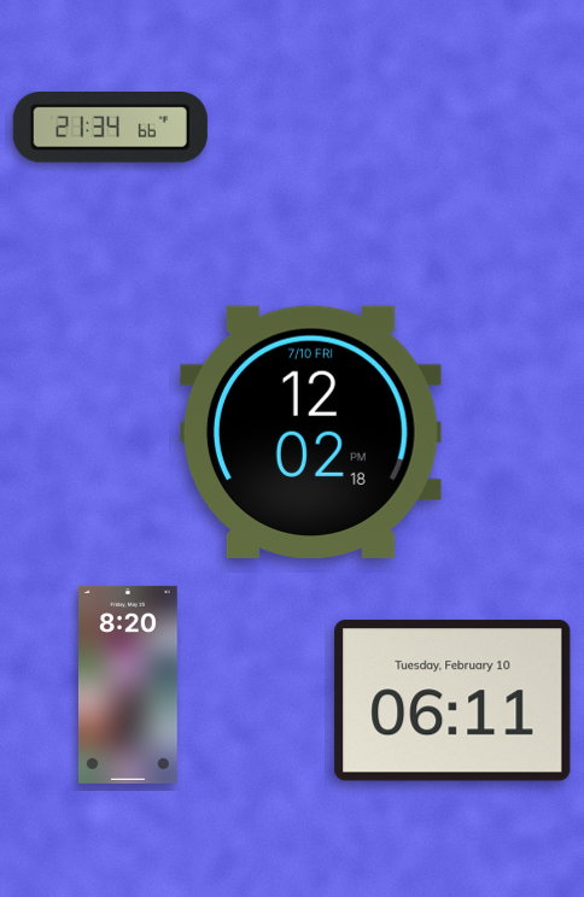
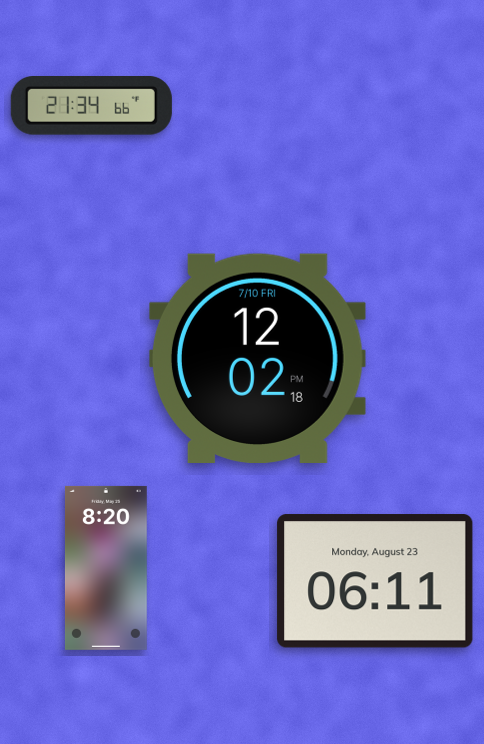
clock at (452, 700) date: Tuesday, February 10 -> Monday, August 23
